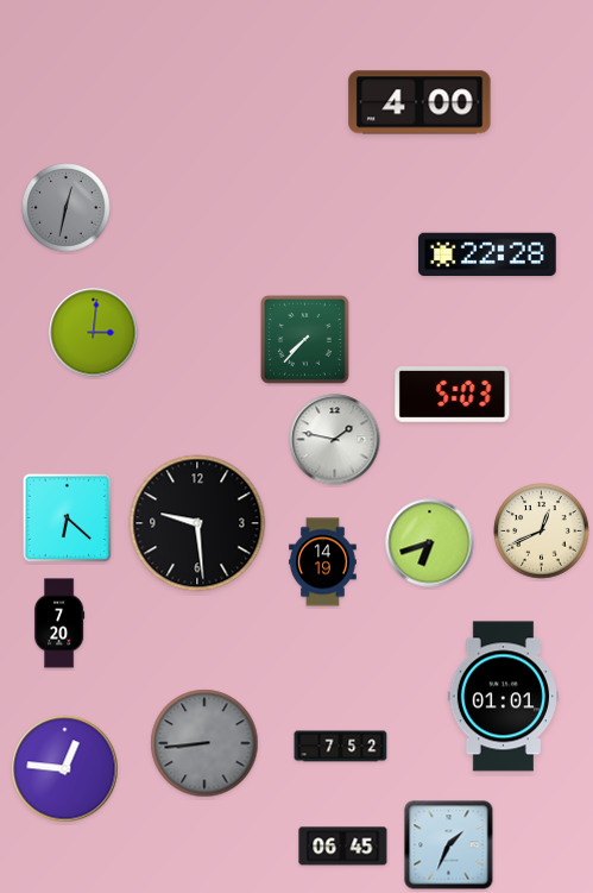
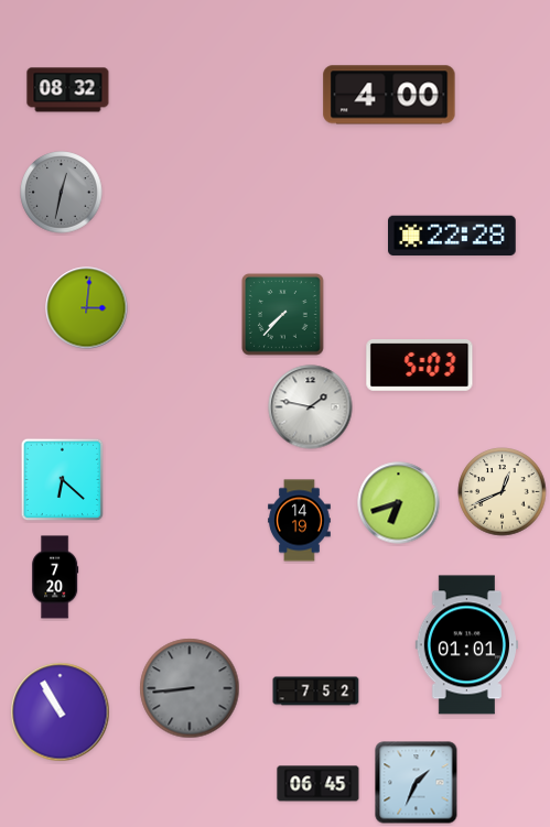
clock at (68, 90): none -> 08:32
clock at (197, 523): 9:29 -> none
clock at (65, 769): 12:46 -> 10:55
